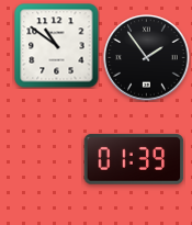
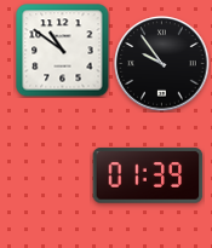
clock at (147, 58): 1:54 -> 9:54
